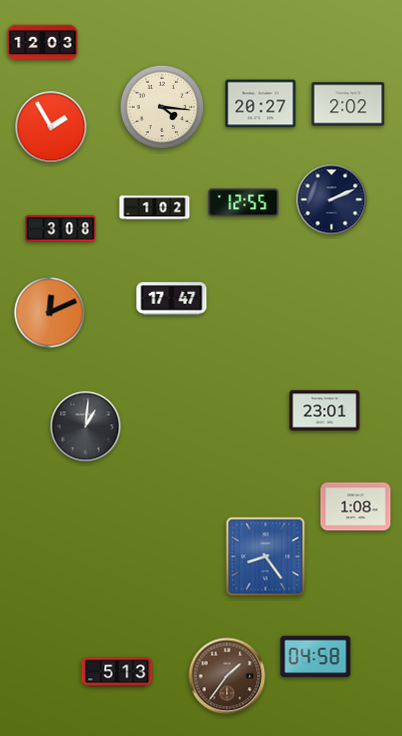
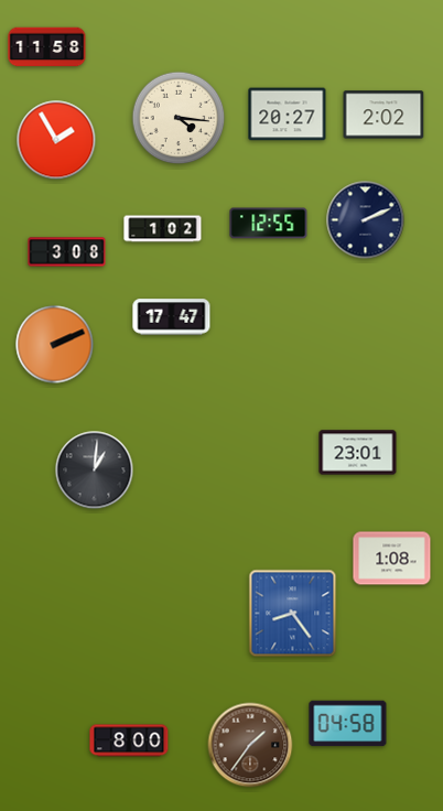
clock at (43, 43): 12:03 -> 11:58
clock at (155, 208) position: (155, 208) -> (163, 229)
clock at (172, 299) position: (172, 299) -> (172, 317)
clock at (50, 313): 12:11 -> 2:11
clock at (117, 672): 5:13 -> 8:00
